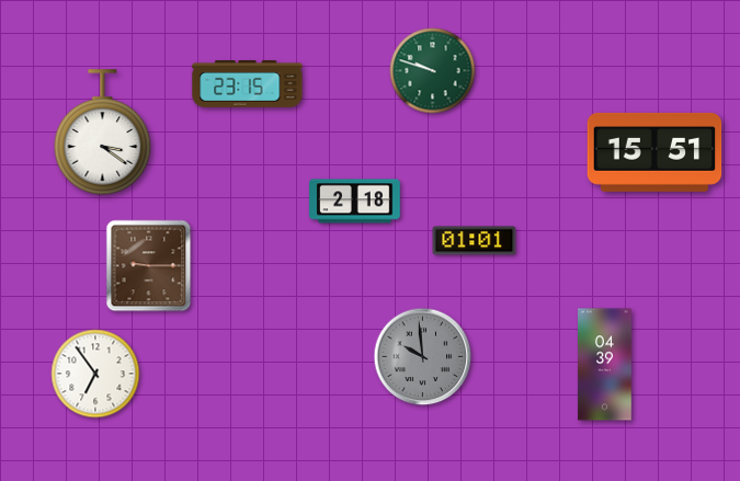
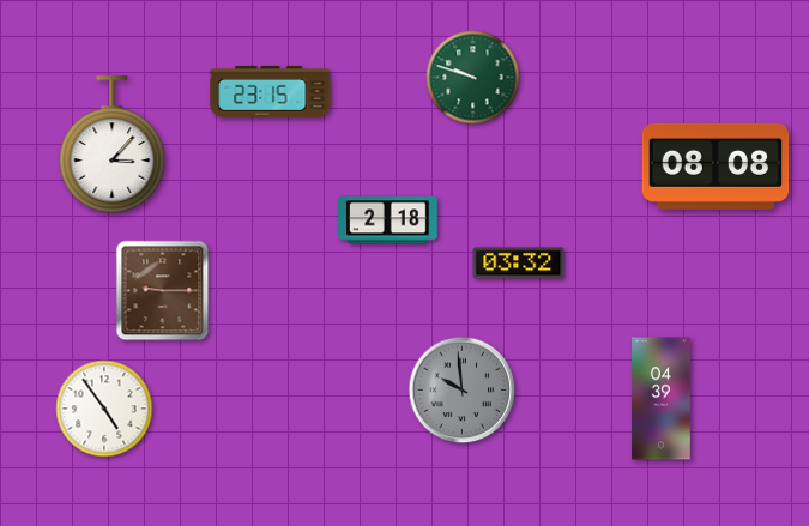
clock at (103, 133): 3:21 -> 3:07
clock at (654, 152): 15:51 -> 08:08
clock at (475, 241): 01:01 -> 03:32
clock at (95, 374): 6:54 -> 4:54
